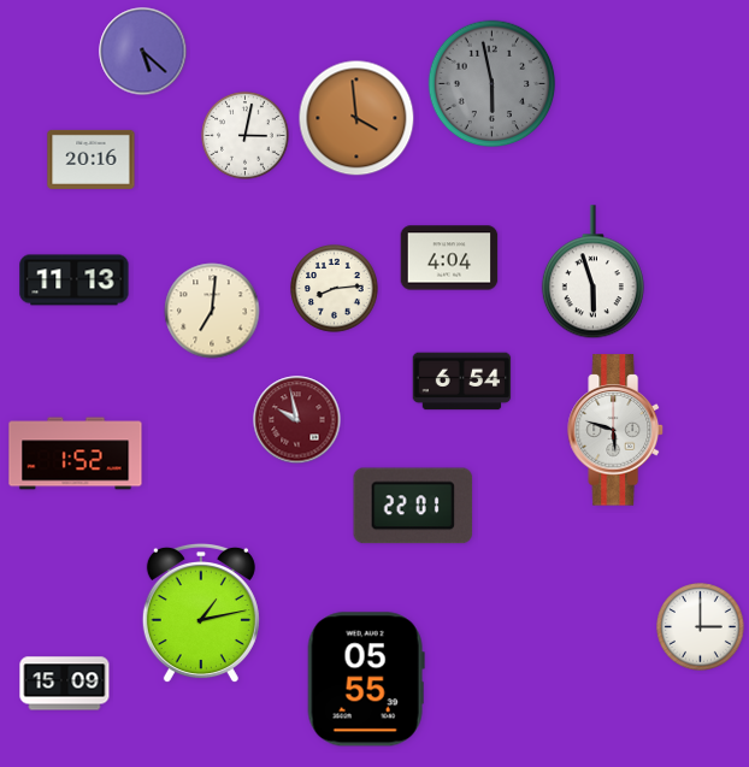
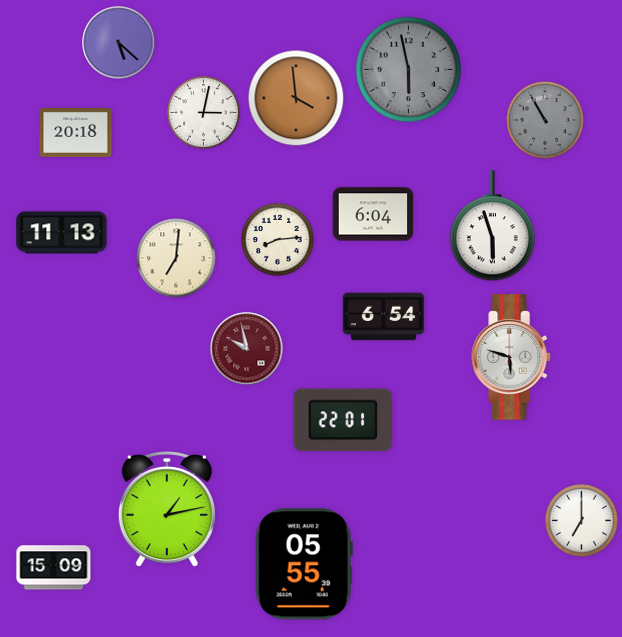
clock at (545, 120): none -> 10:55
clock at (92, 159): 20:16 -> 20:18
clock at (449, 258): 4:04 -> 6:04
clock at (76, 454): 1:52 -> none
clock at (701, 627): 3:00 -> 7:00
